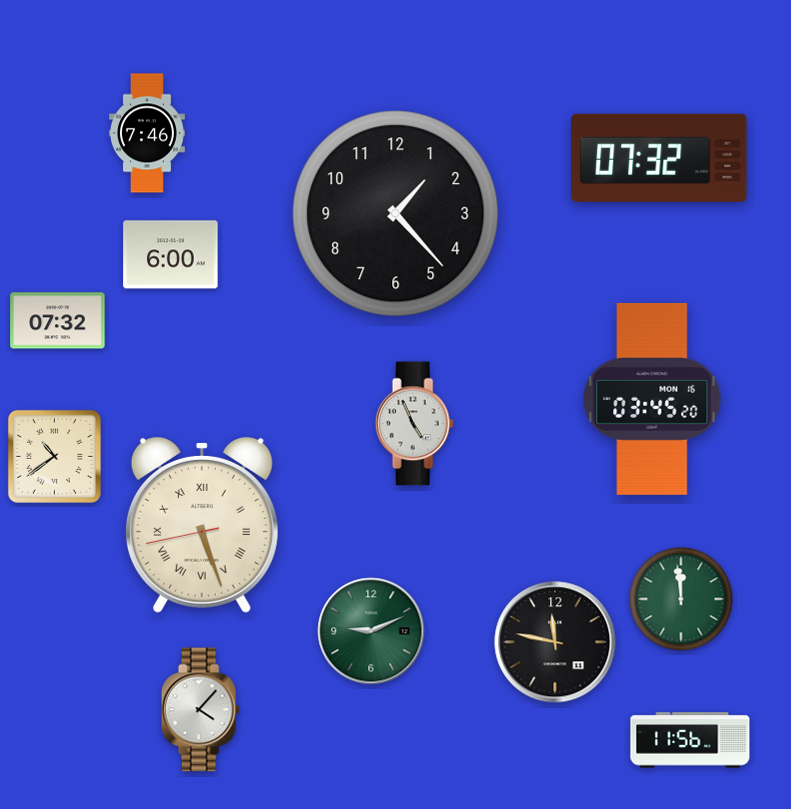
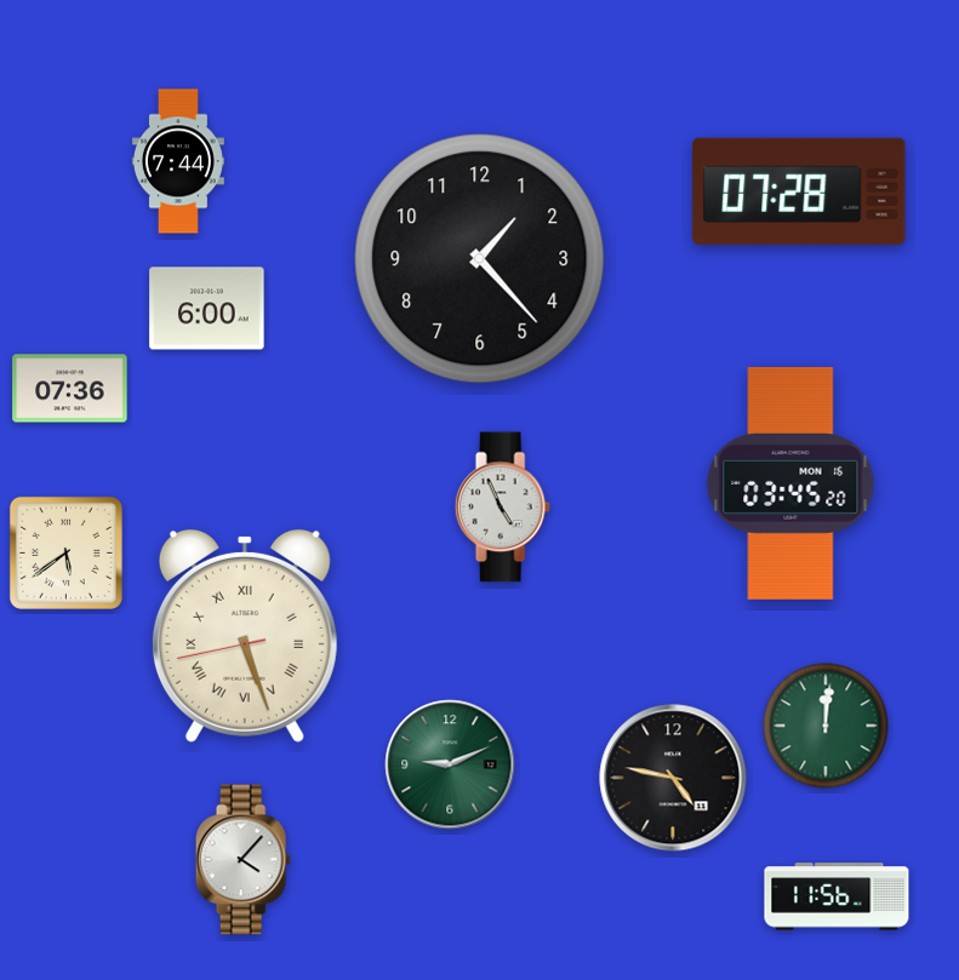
clock at (147, 133): 7:46 -> 7:44
clock at (659, 158): 07:32 -> 07:28
clock at (58, 321): 07:32 -> 07:36
clock at (414, 424) position: (414, 424) -> (502, 508)
clock at (54, 456): 10:39 -> 5:39
clock at (681, 599): 11:59 -> 12:01
clock at (555, 642): 11:47 -> 4:47
